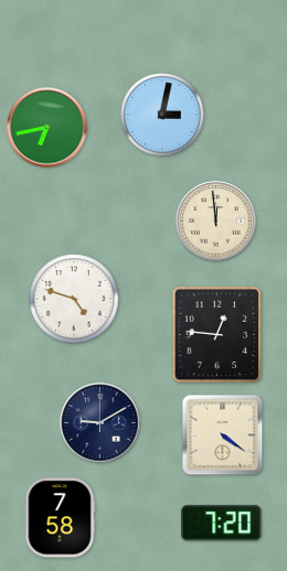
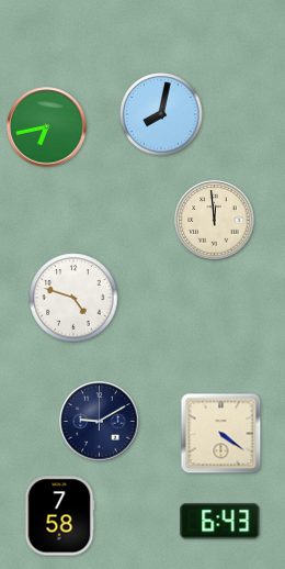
clock at (162, 115): 3:02 -> 8:02
clock at (217, 335): 12:46 -> none
clock at (222, 524): 7:20 -> 6:43
